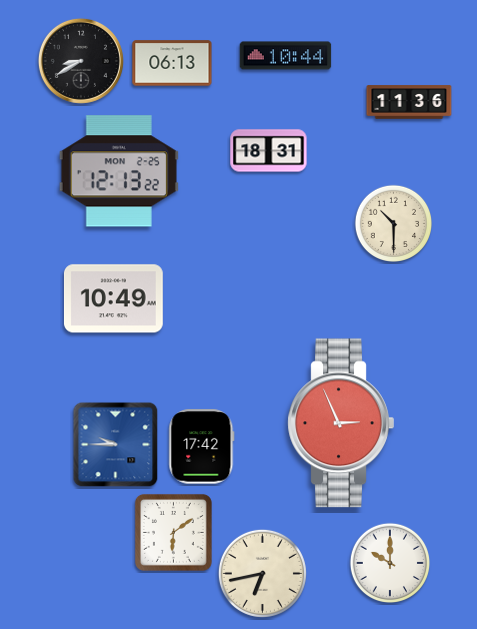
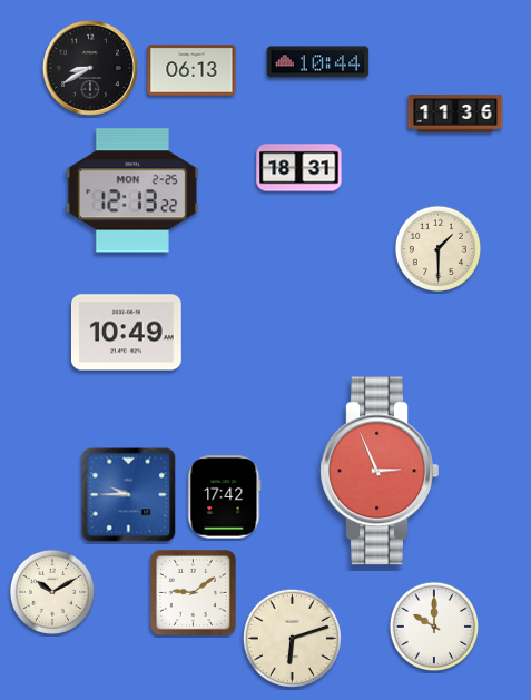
clock at (393, 223): 10:30 -> 1:30
clock at (52, 592): none -> 10:10
clock at (173, 532): 6:09 -> 9:09
clock at (262, 573): 6:43 -> 6:12
